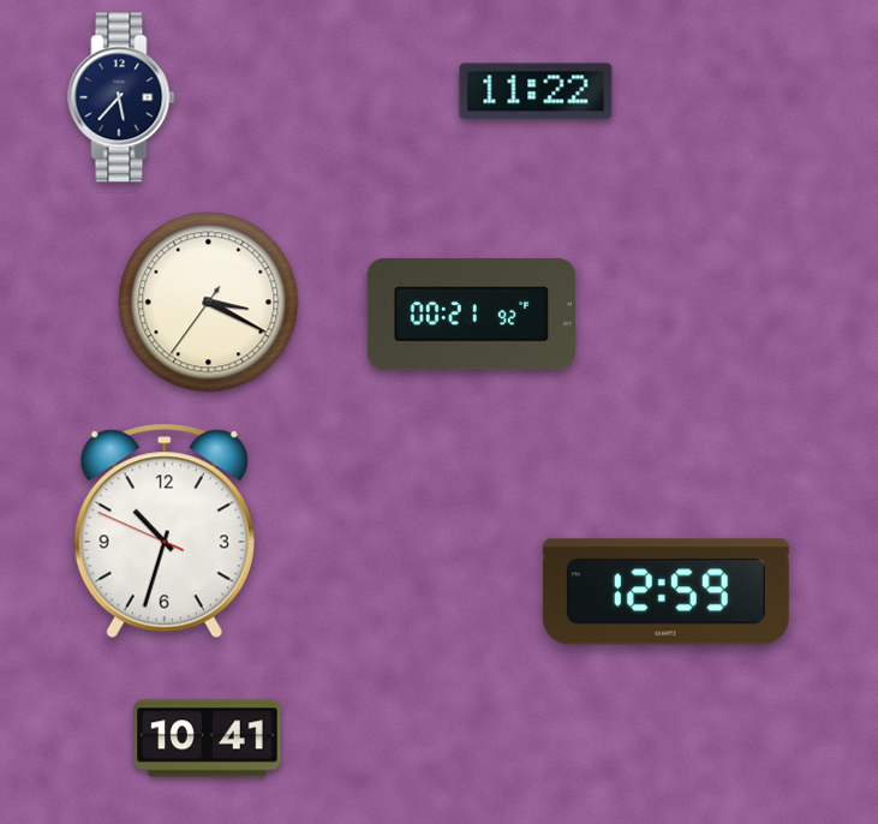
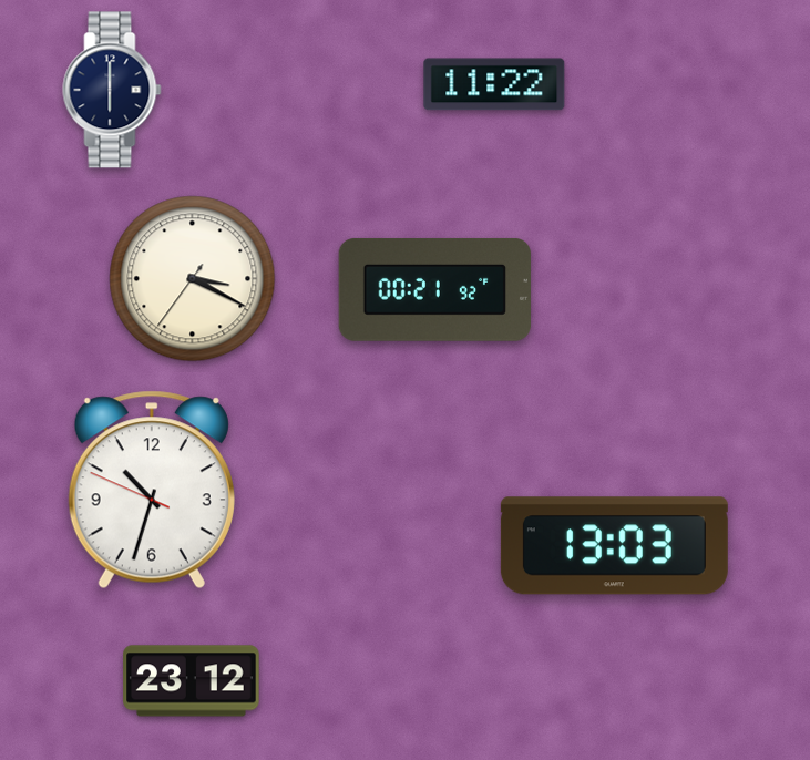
clock at (121, 97): 5:37 -> 6:00
clock at (665, 592): 12:59 -> 13:03
clock at (208, 739): 10:41 -> 23:12
